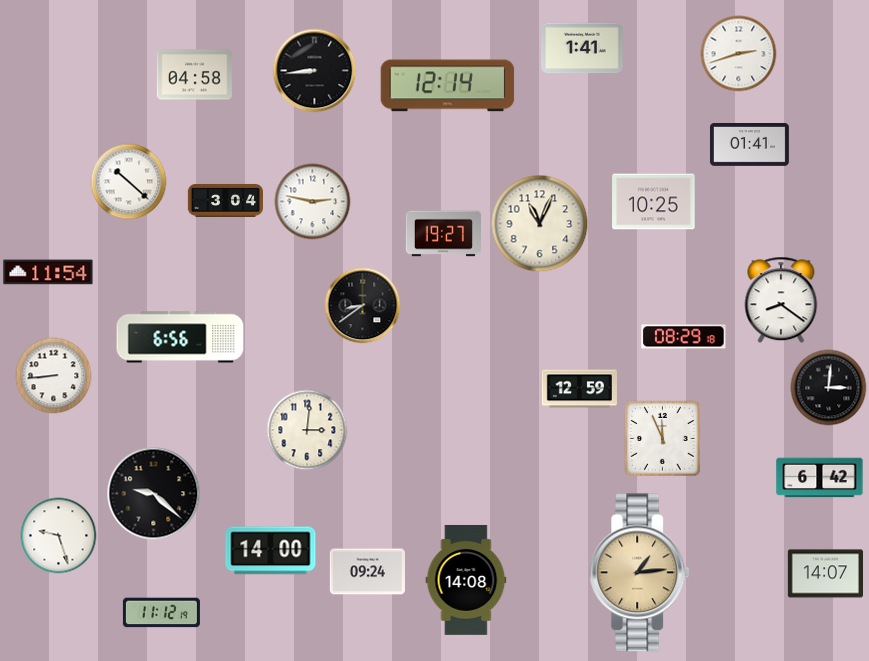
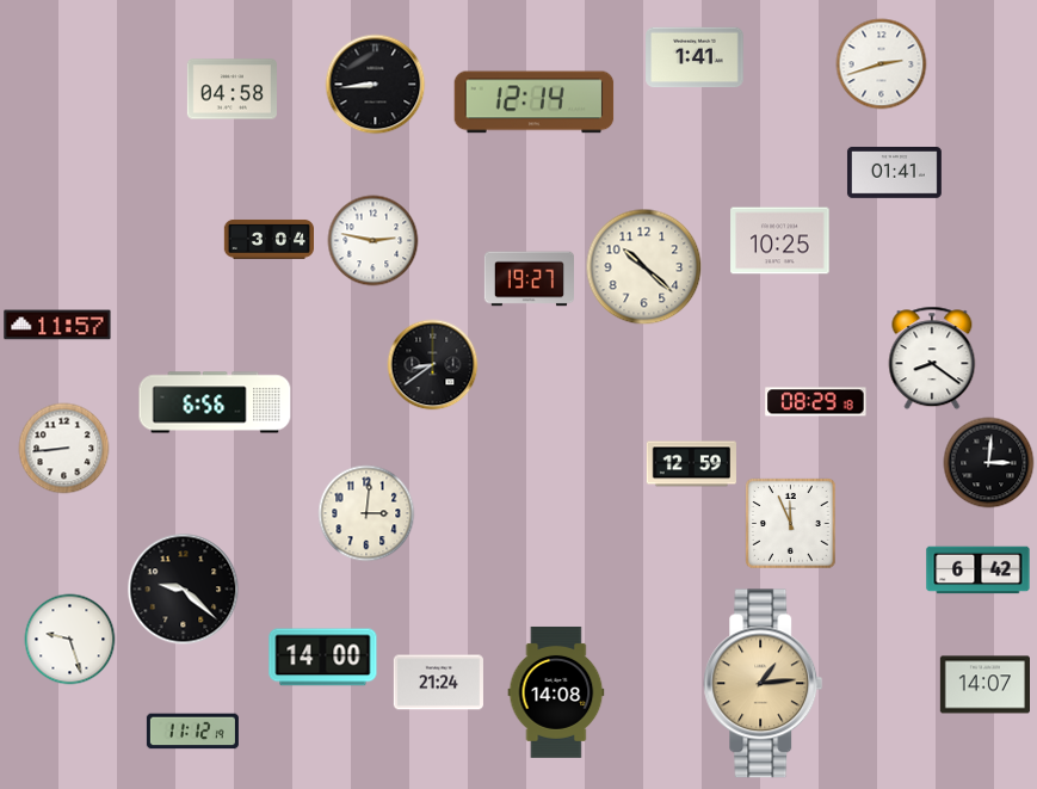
clock at (129, 182): 10:22 -> none
clock at (540, 224): 11:04 -> 10:22
clock at (48, 272): 11:54 -> 11:57
clock at (367, 572): 09:24 -> 21:24
